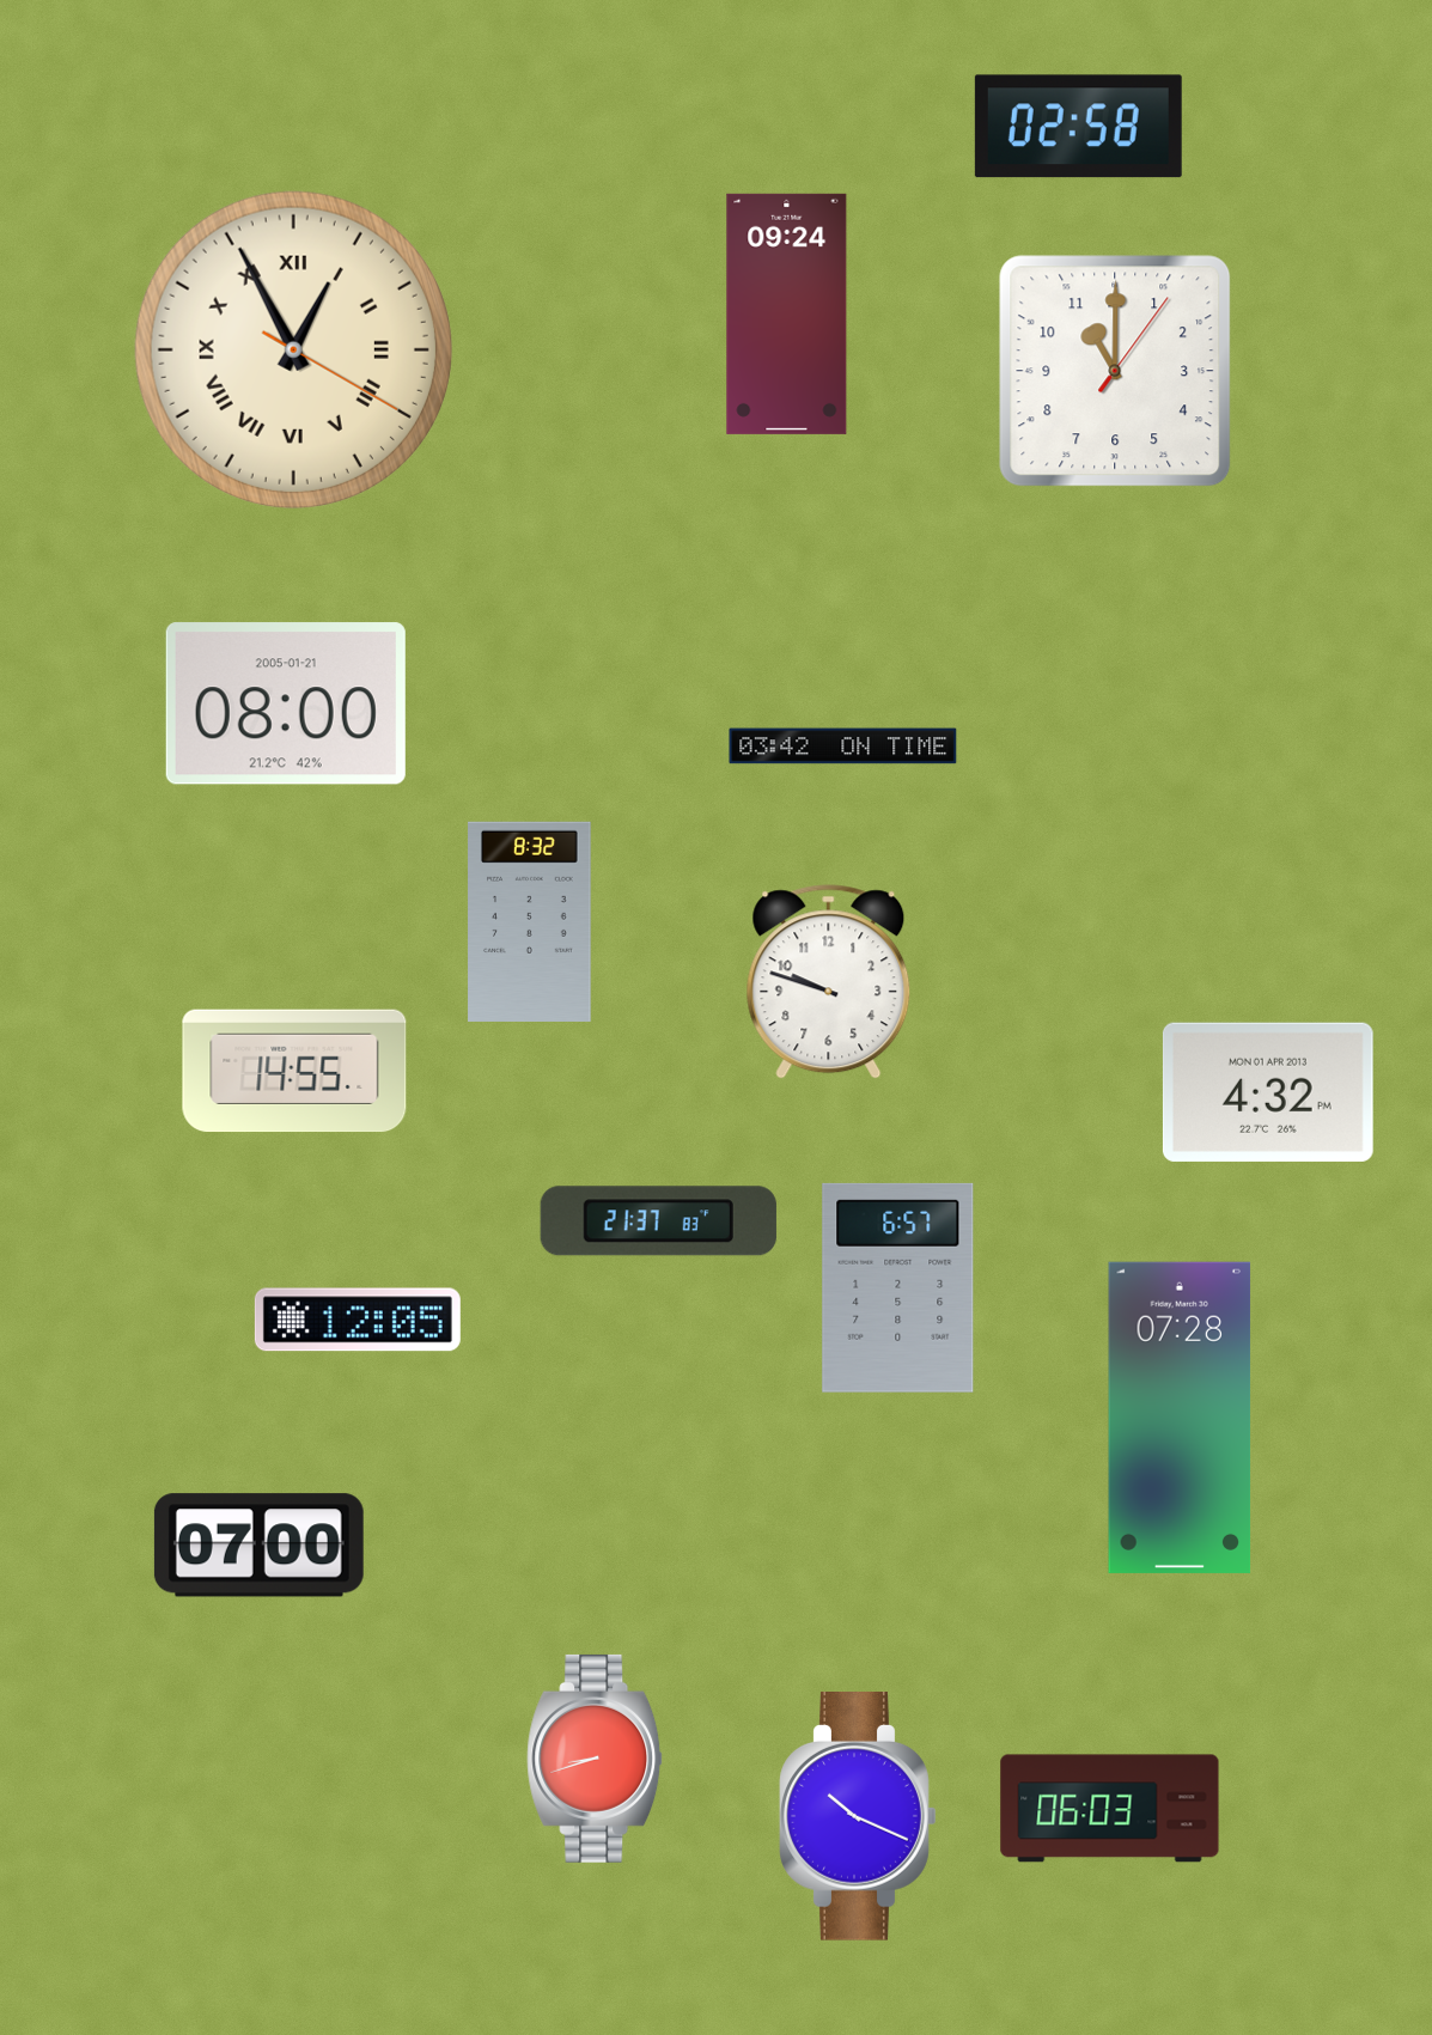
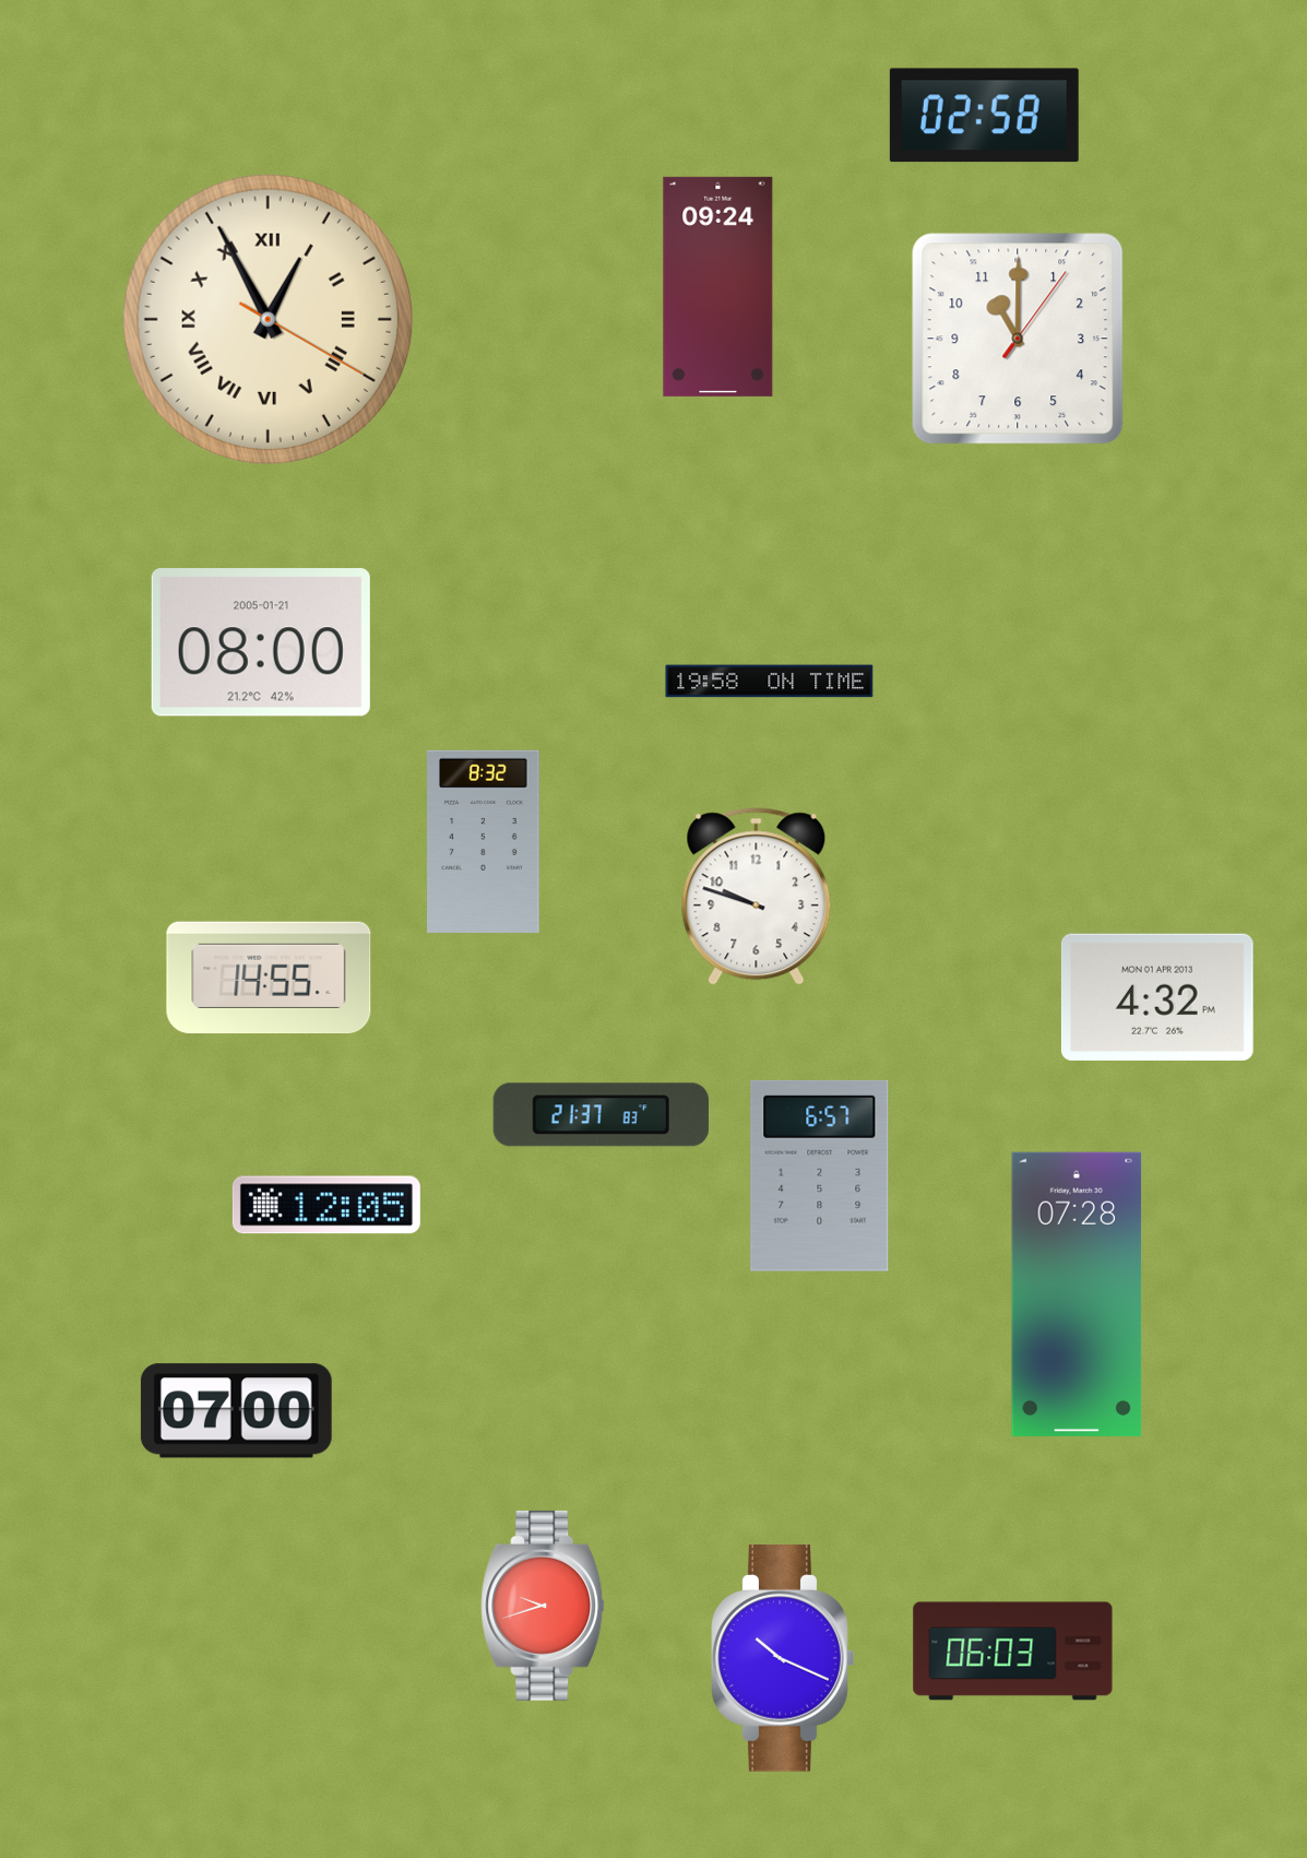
clock at (843, 747): 03:42 -> 19:58
clock at (596, 1759): 8:42 -> 9:42
